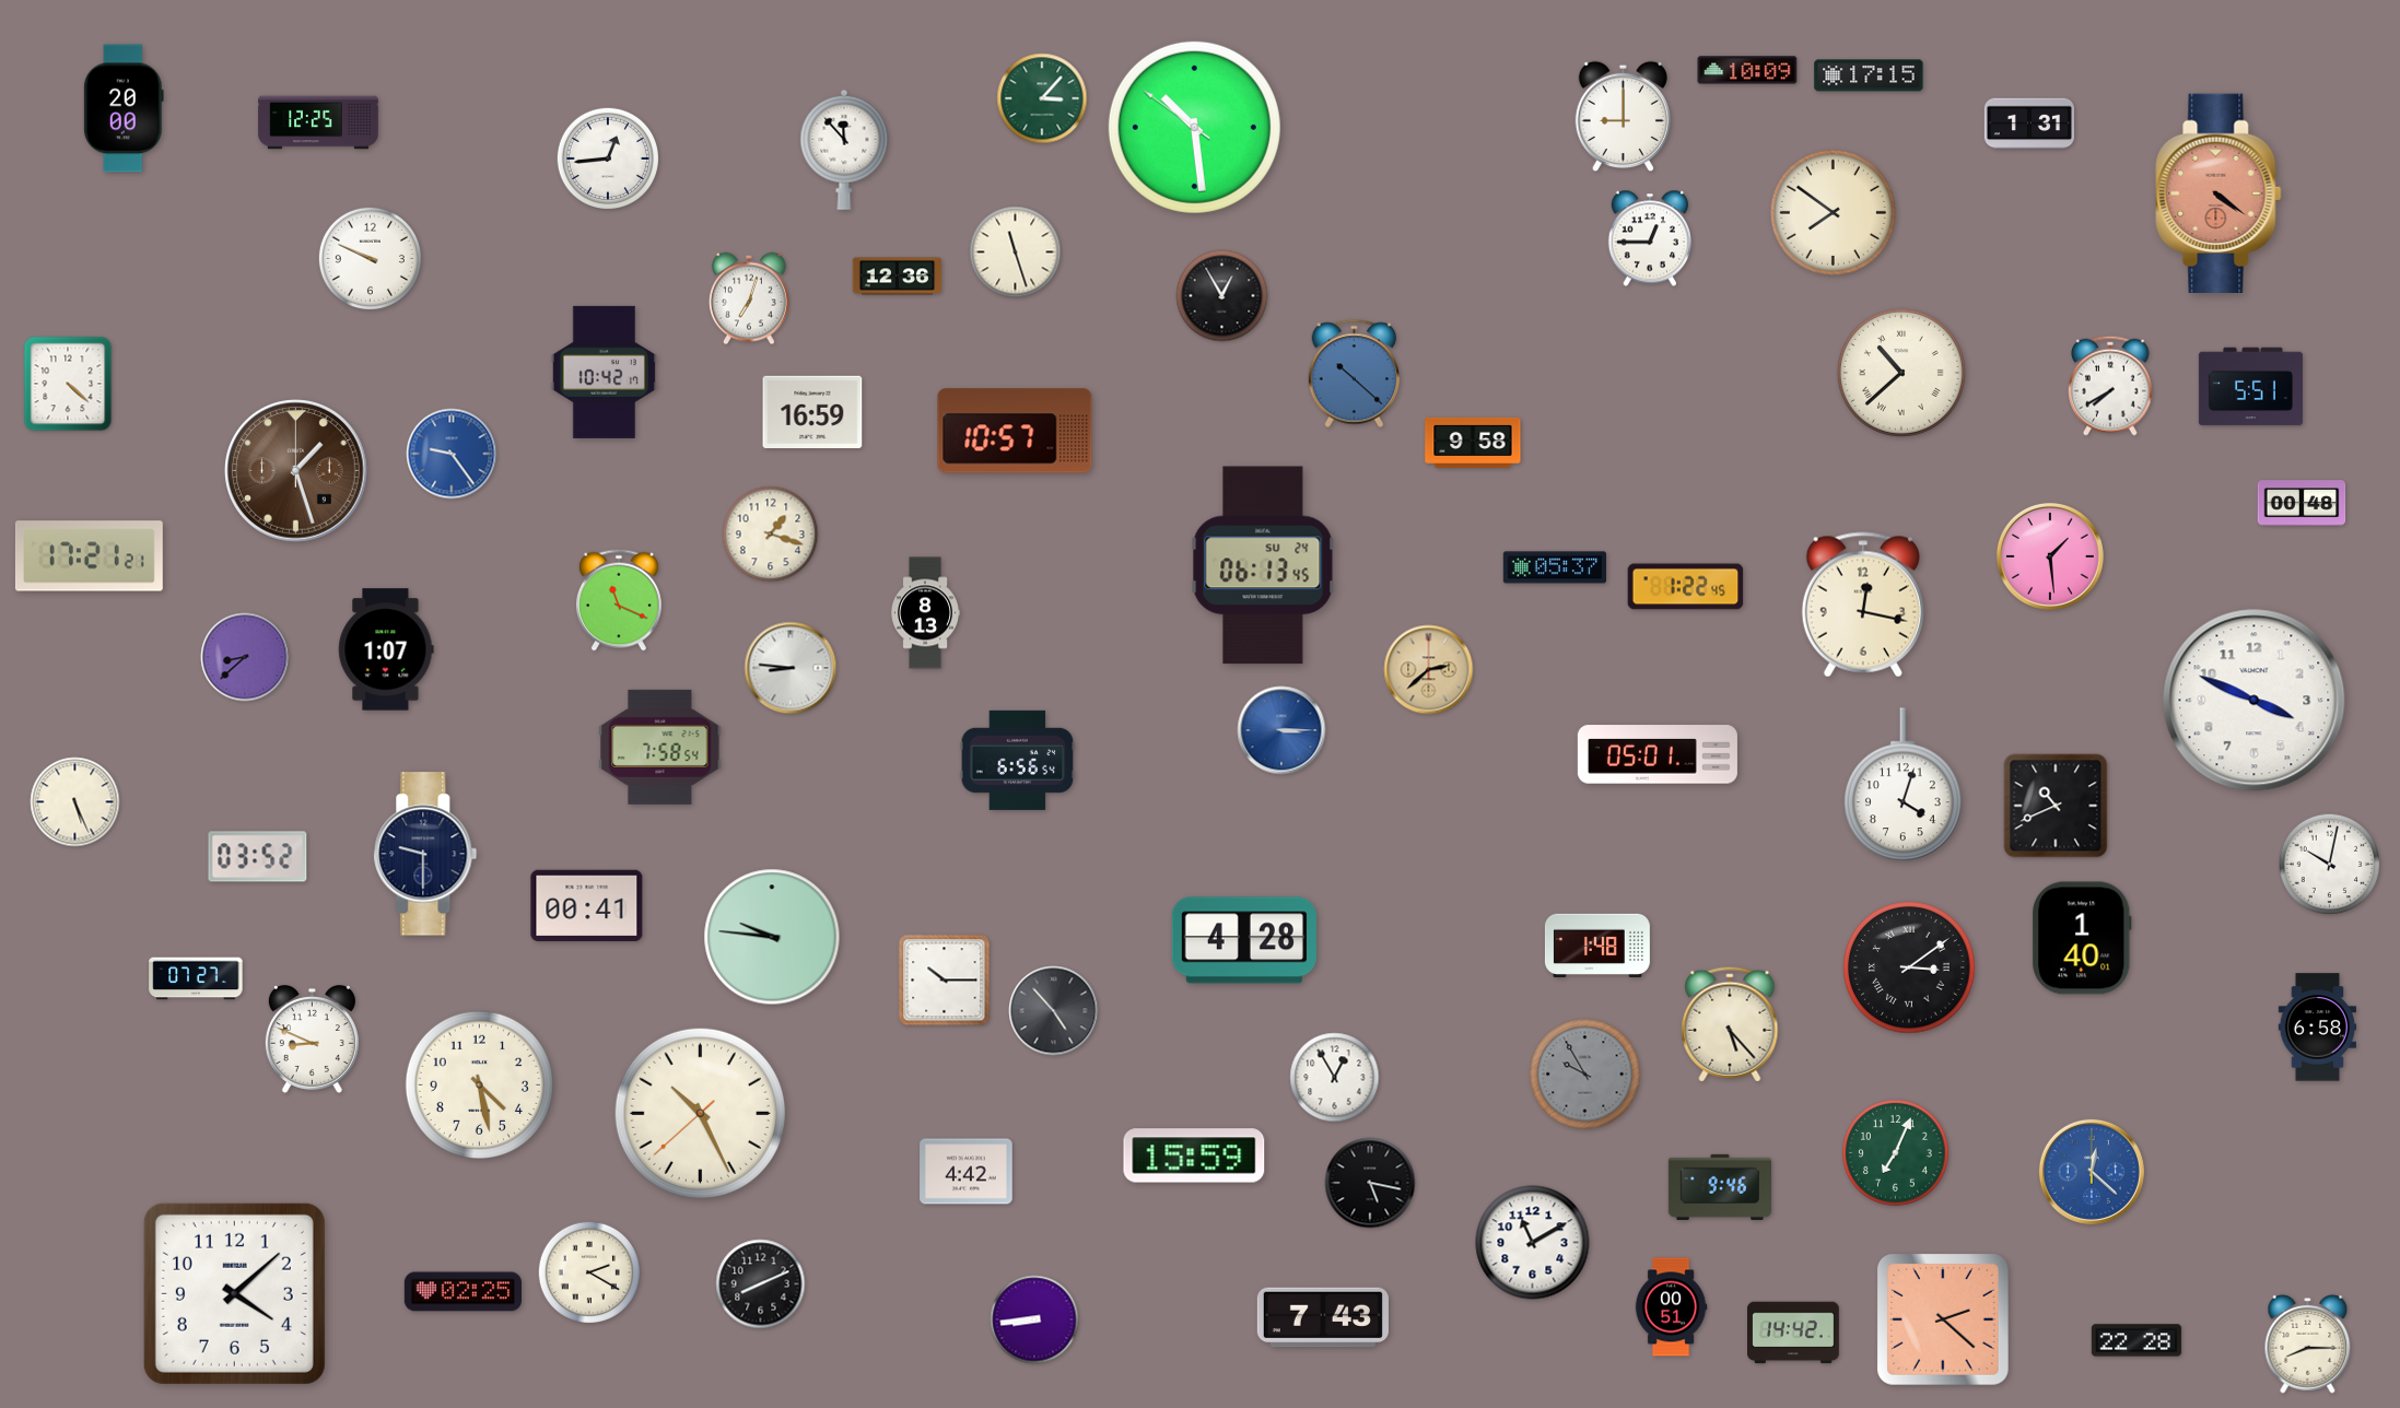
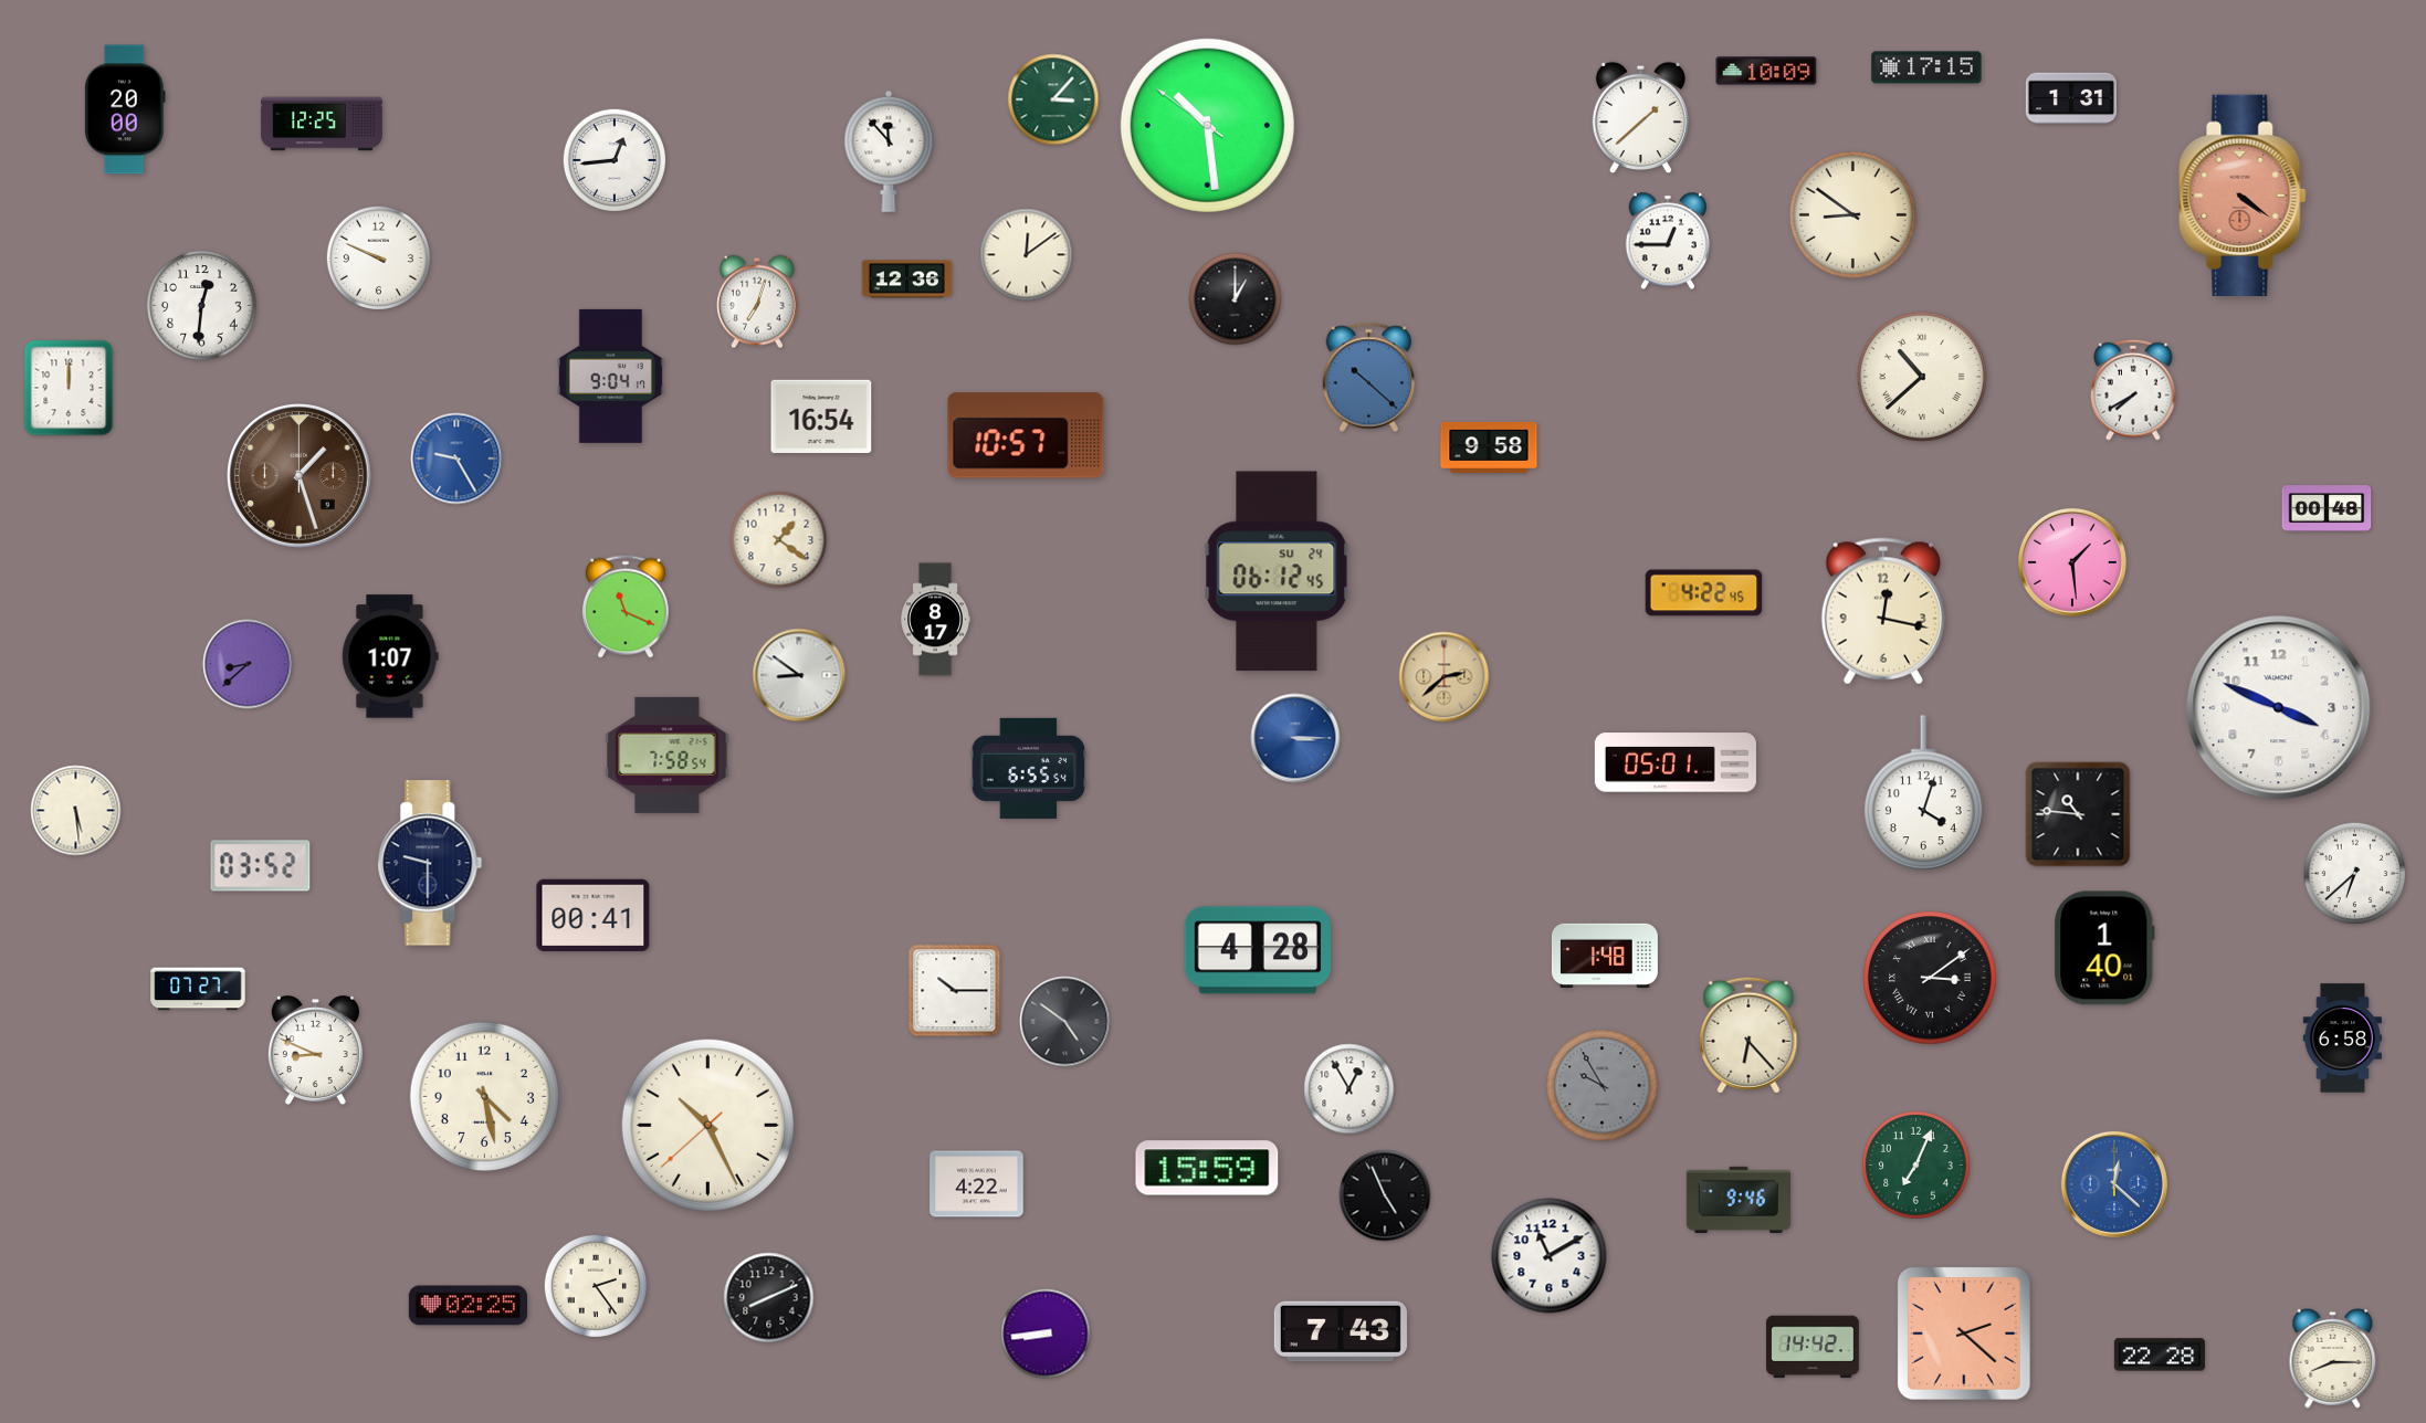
clock at (1869, 75) position: (1869, 75) -> (1926, 67)
clock at (1623, 116): 9:00 -> 1:38
clock at (2029, 124) position: (2029, 124) -> (2071, 98)
clock at (1194, 127) position: (1194, 127) -> (1207, 125)
clock at (844, 150) position: (844, 150) -> (889, 151)
clock at (1833, 212): 7:51 -> 8:51
clock at (1016, 253): 11:27 -> 12:09
clock at (370, 258) position: (370, 258) -> (378, 257)
clock at (1222, 296): 12:55 -> 1:00
clock at (202, 306): none -> 12:31
clock at (604, 372): 10:42 -> 9:04
clock at (68, 384): 4:22 -> 12:00
clock at (2250, 387): 5:51 -> none
clock at (812, 412): 16:59 -> 16:54
clock at (452, 454): 9:24 -> 9:25
clock at (771, 535): 1:18 -> 1:21
clock at (89, 556): 17:21 -> none
clock at (1263, 565): 06:13 -> 06:12
clock at (1554, 567): 05:37 -> none
clock at (1686, 587): 1:22 -> 4:22
clock at (925, 613): 8:13 -> 8:17
clock at (791, 668): 8:46 -> 8:51
clock at (1018, 760): 6:56 -> 6:55
clock at (75, 802): 5:26 -> 5:29
clock at (2056, 806): 10:41 -> 10:46
clock at (2330, 865): 10:02 -> 6:38
clock at (772, 937): 9:46 -> none
clock at (1597, 946) position: (1597, 946) -> (1605, 956)
clock at (1054, 1011): 4:53 -> 4:51
clock at (1730, 1024): 5:23 -> 6:23
clock at (967, 1172): 4:42 -> 4:22
clock at (1370, 1183): 5:17 -> 4:56
clock at (588, 1271): 2:20 -> 2:24
clock at (234, 1293): 4:08 -> none
clock at (1671, 1307): 00:51 -> none
clock at (1323, 1317) position: (1323, 1317) -> (1341, 1331)
